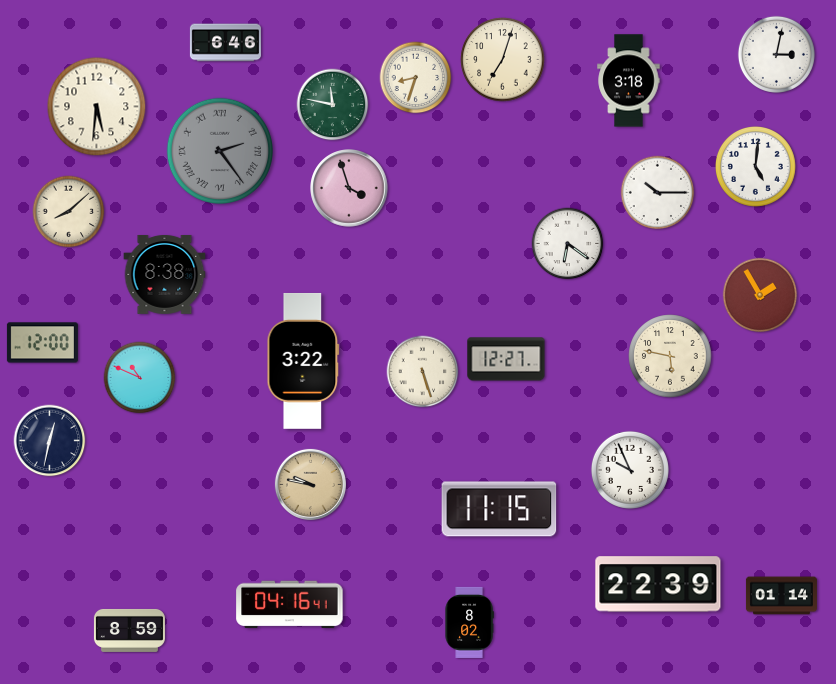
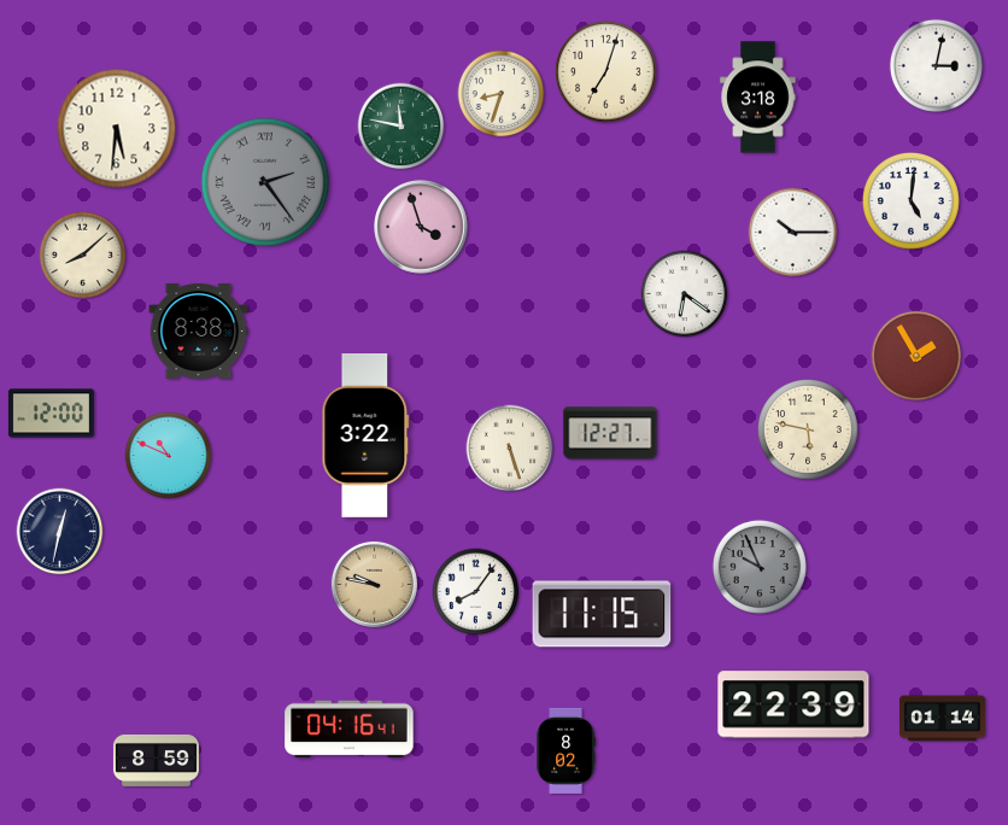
clock at (225, 43): 6:46 -> none
clock at (630, 470) dial: white -> grey
clock at (476, 592): none -> 8:06
